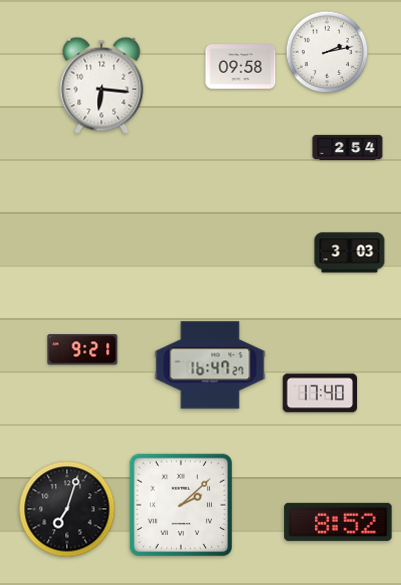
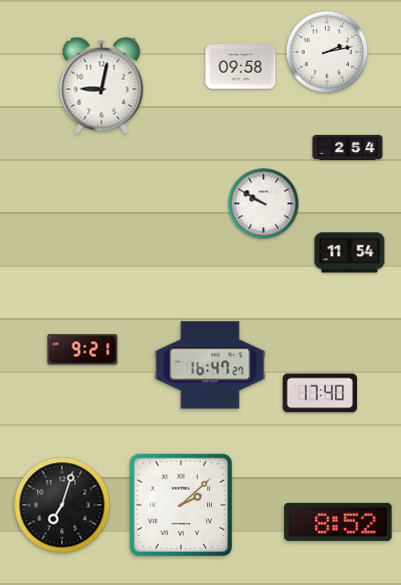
clock at (102, 85): 6:16 -> 9:02
clock at (264, 204): none -> 9:50
clock at (350, 253): 3:03 -> 11:54
clock at (67, 509) position: (67, 509) -> (62, 505)
